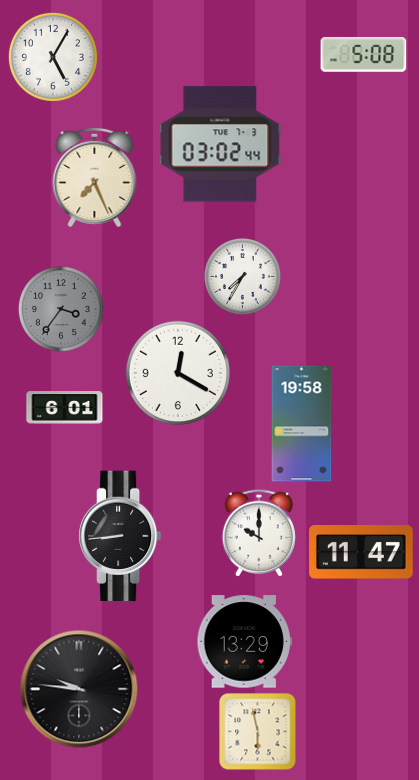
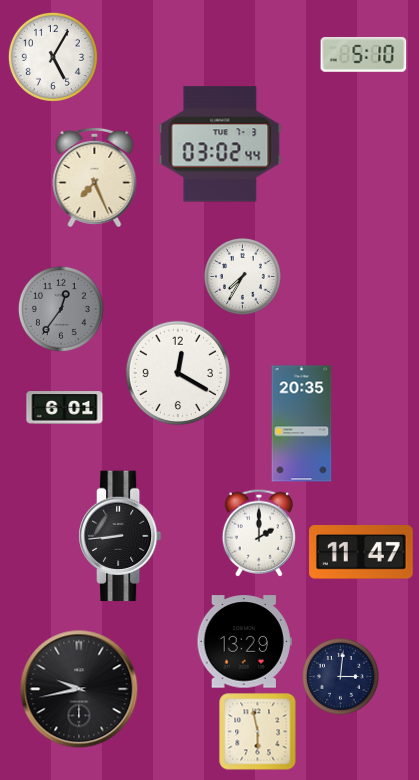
clock at (364, 54): 5:08 -> 5:10
clock at (61, 309): 3:36 -> 12:36
clock at (302, 424): 19:58 -> 20:35
clock at (259, 533): 10:00 -> 2:00
clock at (341, 677): none -> 3:01
clock at (79, 689): 9:46 -> 9:43
